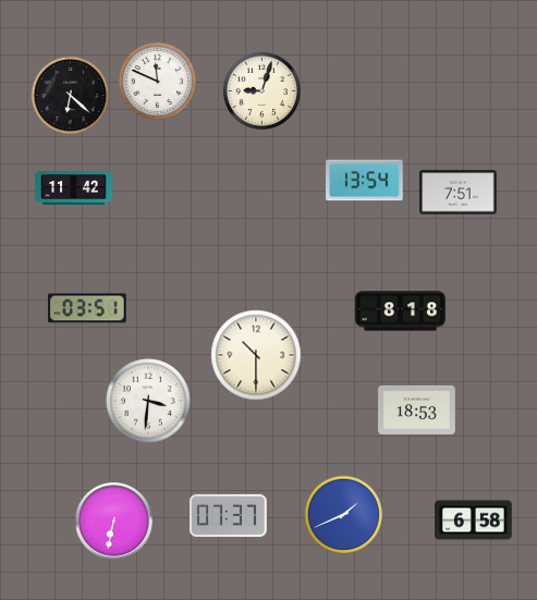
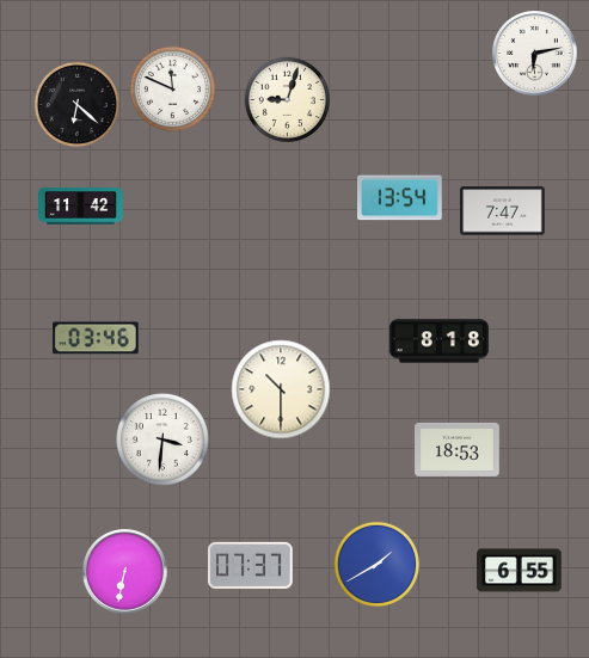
clock at (535, 54): none -> 6:13
clock at (459, 193): 7:51 -> 7:47
clock at (87, 308): 03:51 -> 03:46
clock at (343, 514): 1:41 -> 1:40
clock at (474, 521): 6:58 -> 6:55
